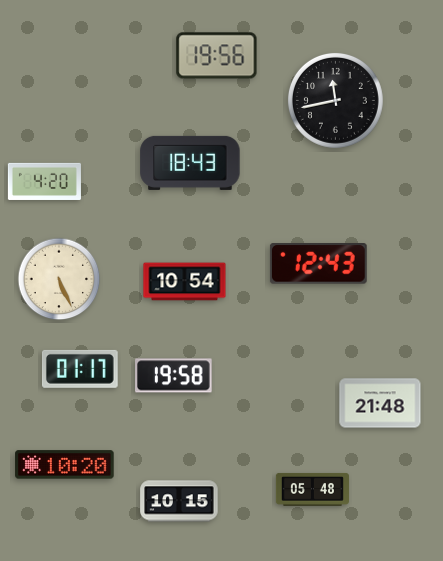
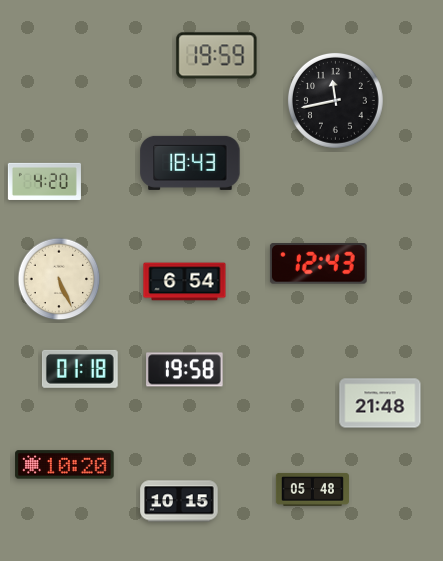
clock at (217, 56): 19:56 -> 19:59
clock at (185, 282): 10:54 -> 6:54
clock at (80, 369): 01:17 -> 01:18
clock at (174, 376) position: (174, 376) -> (185, 370)
